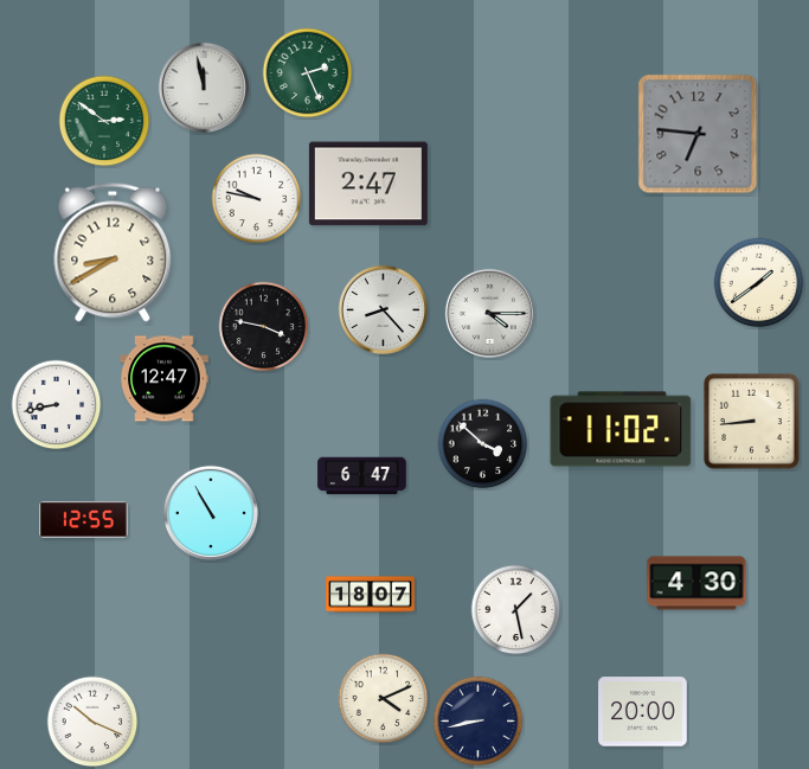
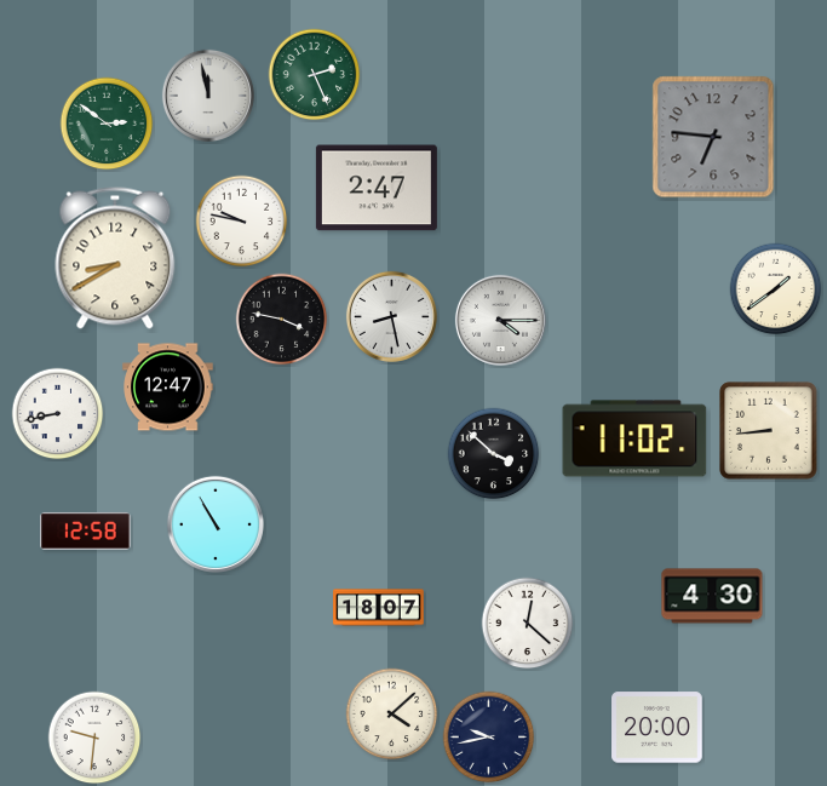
clock at (204, 88) position: (204, 88) -> (208, 96)
clock at (257, 199) position: (257, 199) -> (242, 222)
clock at (383, 309): 8:23 -> 8:28
clock at (264, 327) position: (264, 327) -> (282, 320)
clock at (362, 476): 6:47 -> none
clock at (84, 519): 12:55 -> 12:58
clock at (516, 610): 1:28 -> 12:22
clock at (384, 699): 4:11 -> 4:08
clock at (92, 722): 10:19 -> 9:31
clock at (479, 722): 8:43 -> 9:43
